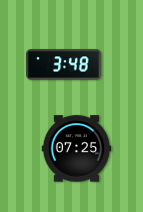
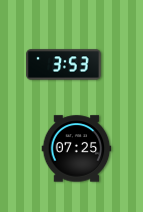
clock at (64, 65): 3:48 -> 3:53
